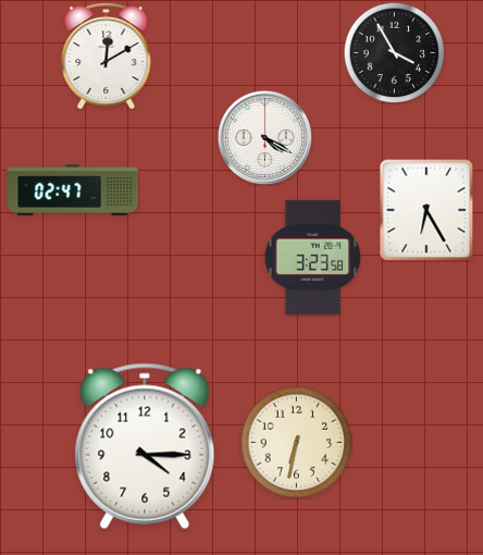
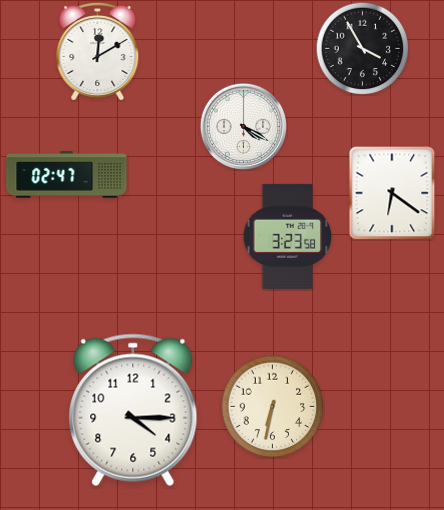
clock at (426, 210): 6:25 -> 6:21
